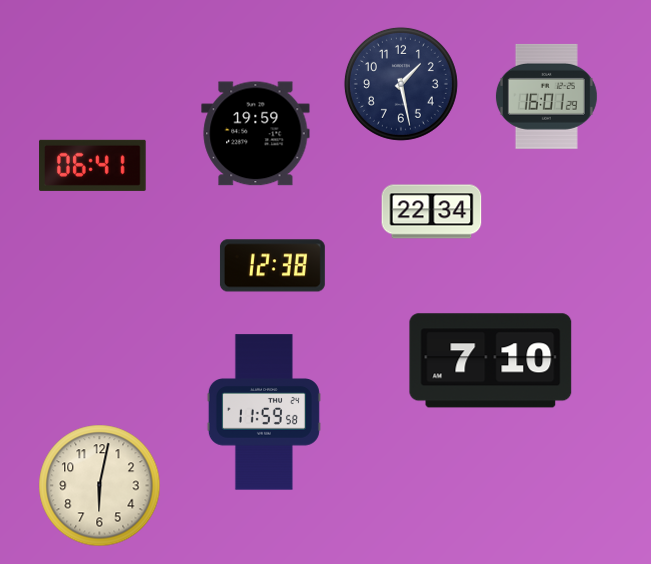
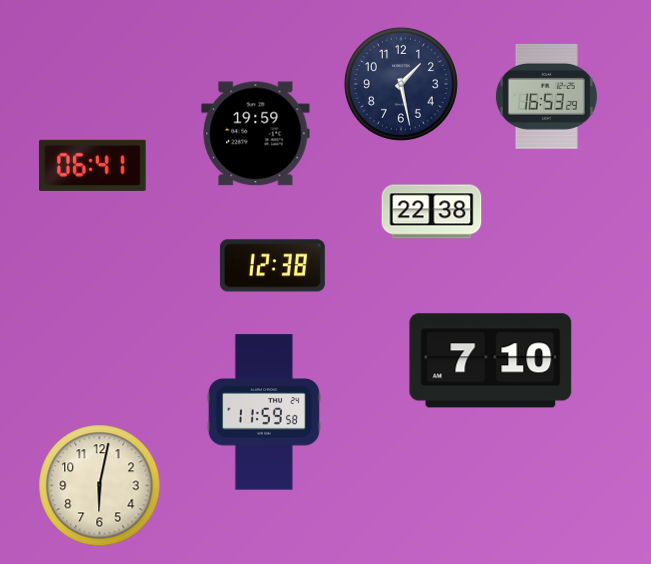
clock at (546, 96): 16:01 -> 16:53
clock at (432, 212): 22:34 -> 22:38
